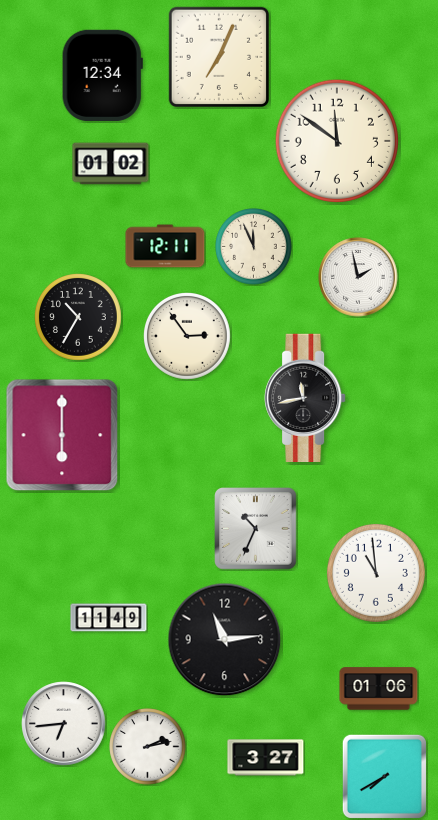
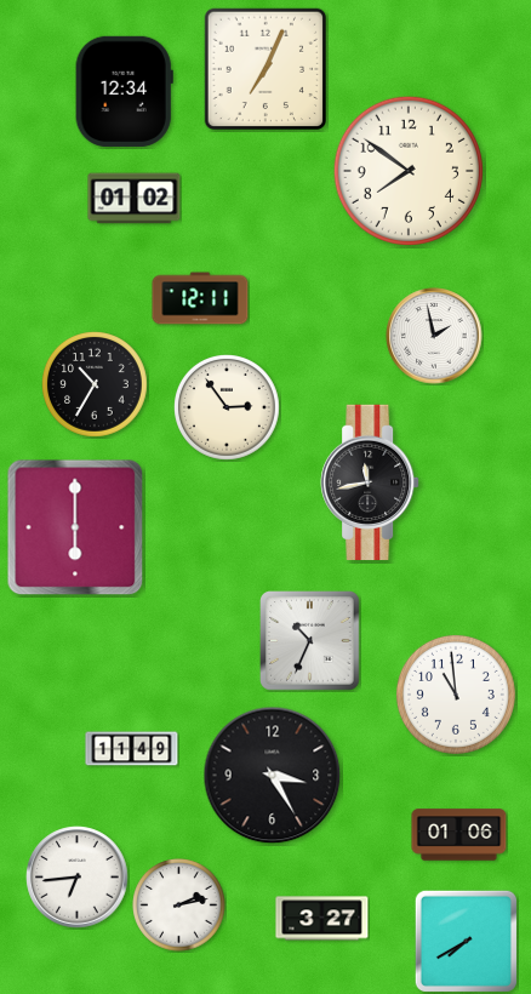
clock at (337, 141): 11:51 -> 7:51
clock at (254, 247): 11:56 -> none
clock at (225, 640): 11:14 -> 3:25
